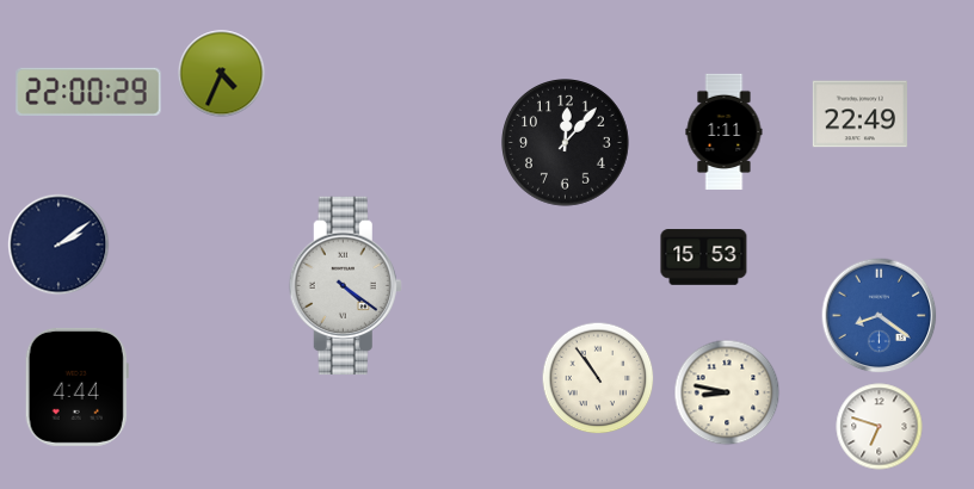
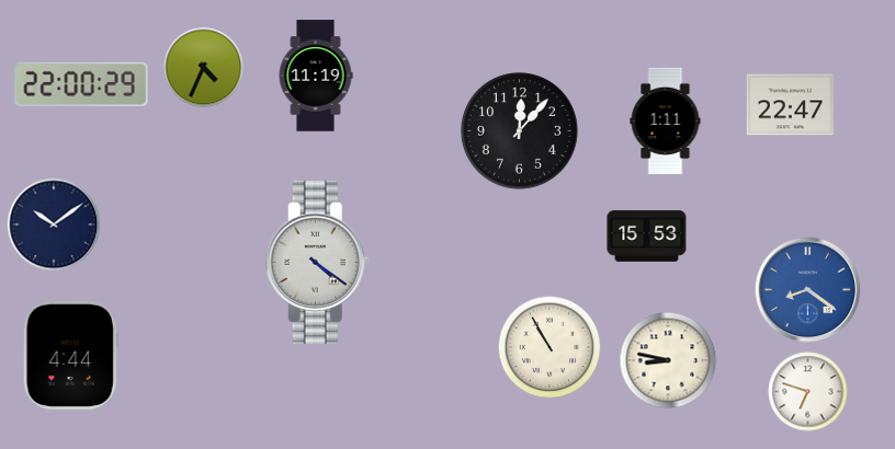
clock at (316, 76): none -> 11:19
clock at (859, 114): 22:49 -> 22:47
clock at (58, 244): 2:09 -> 10:09
clock at (598, 378): 10:54 -> 10:55
